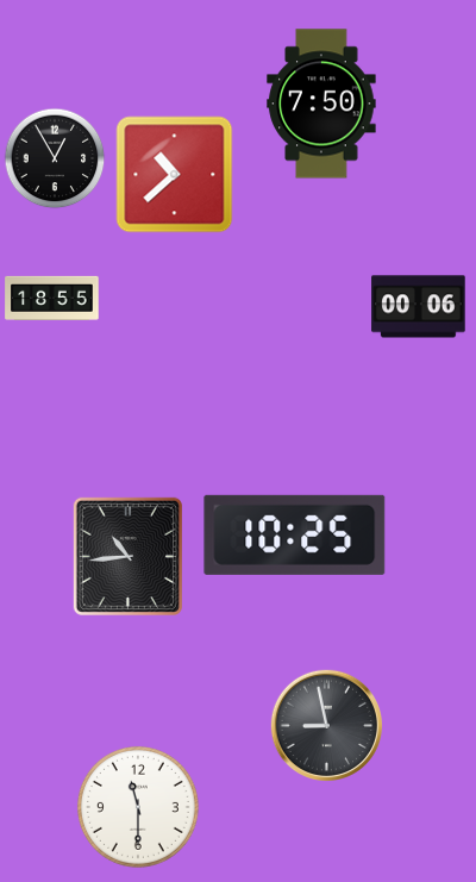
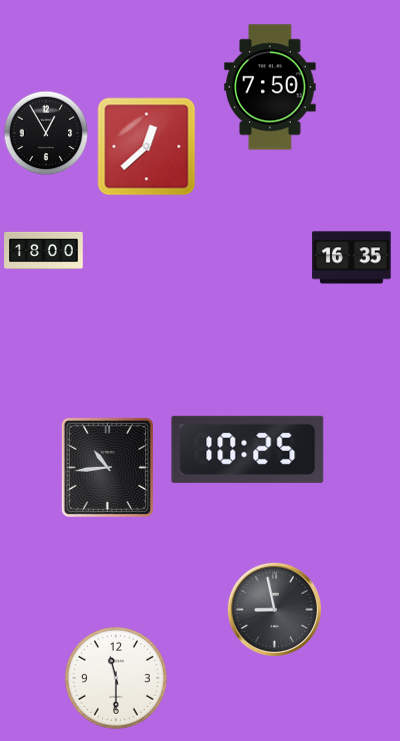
clock at (175, 175): 10:38 -> 12:38
clock at (52, 298): 18:55 -> 18:00
clock at (419, 307): 00:06 -> 16:35
